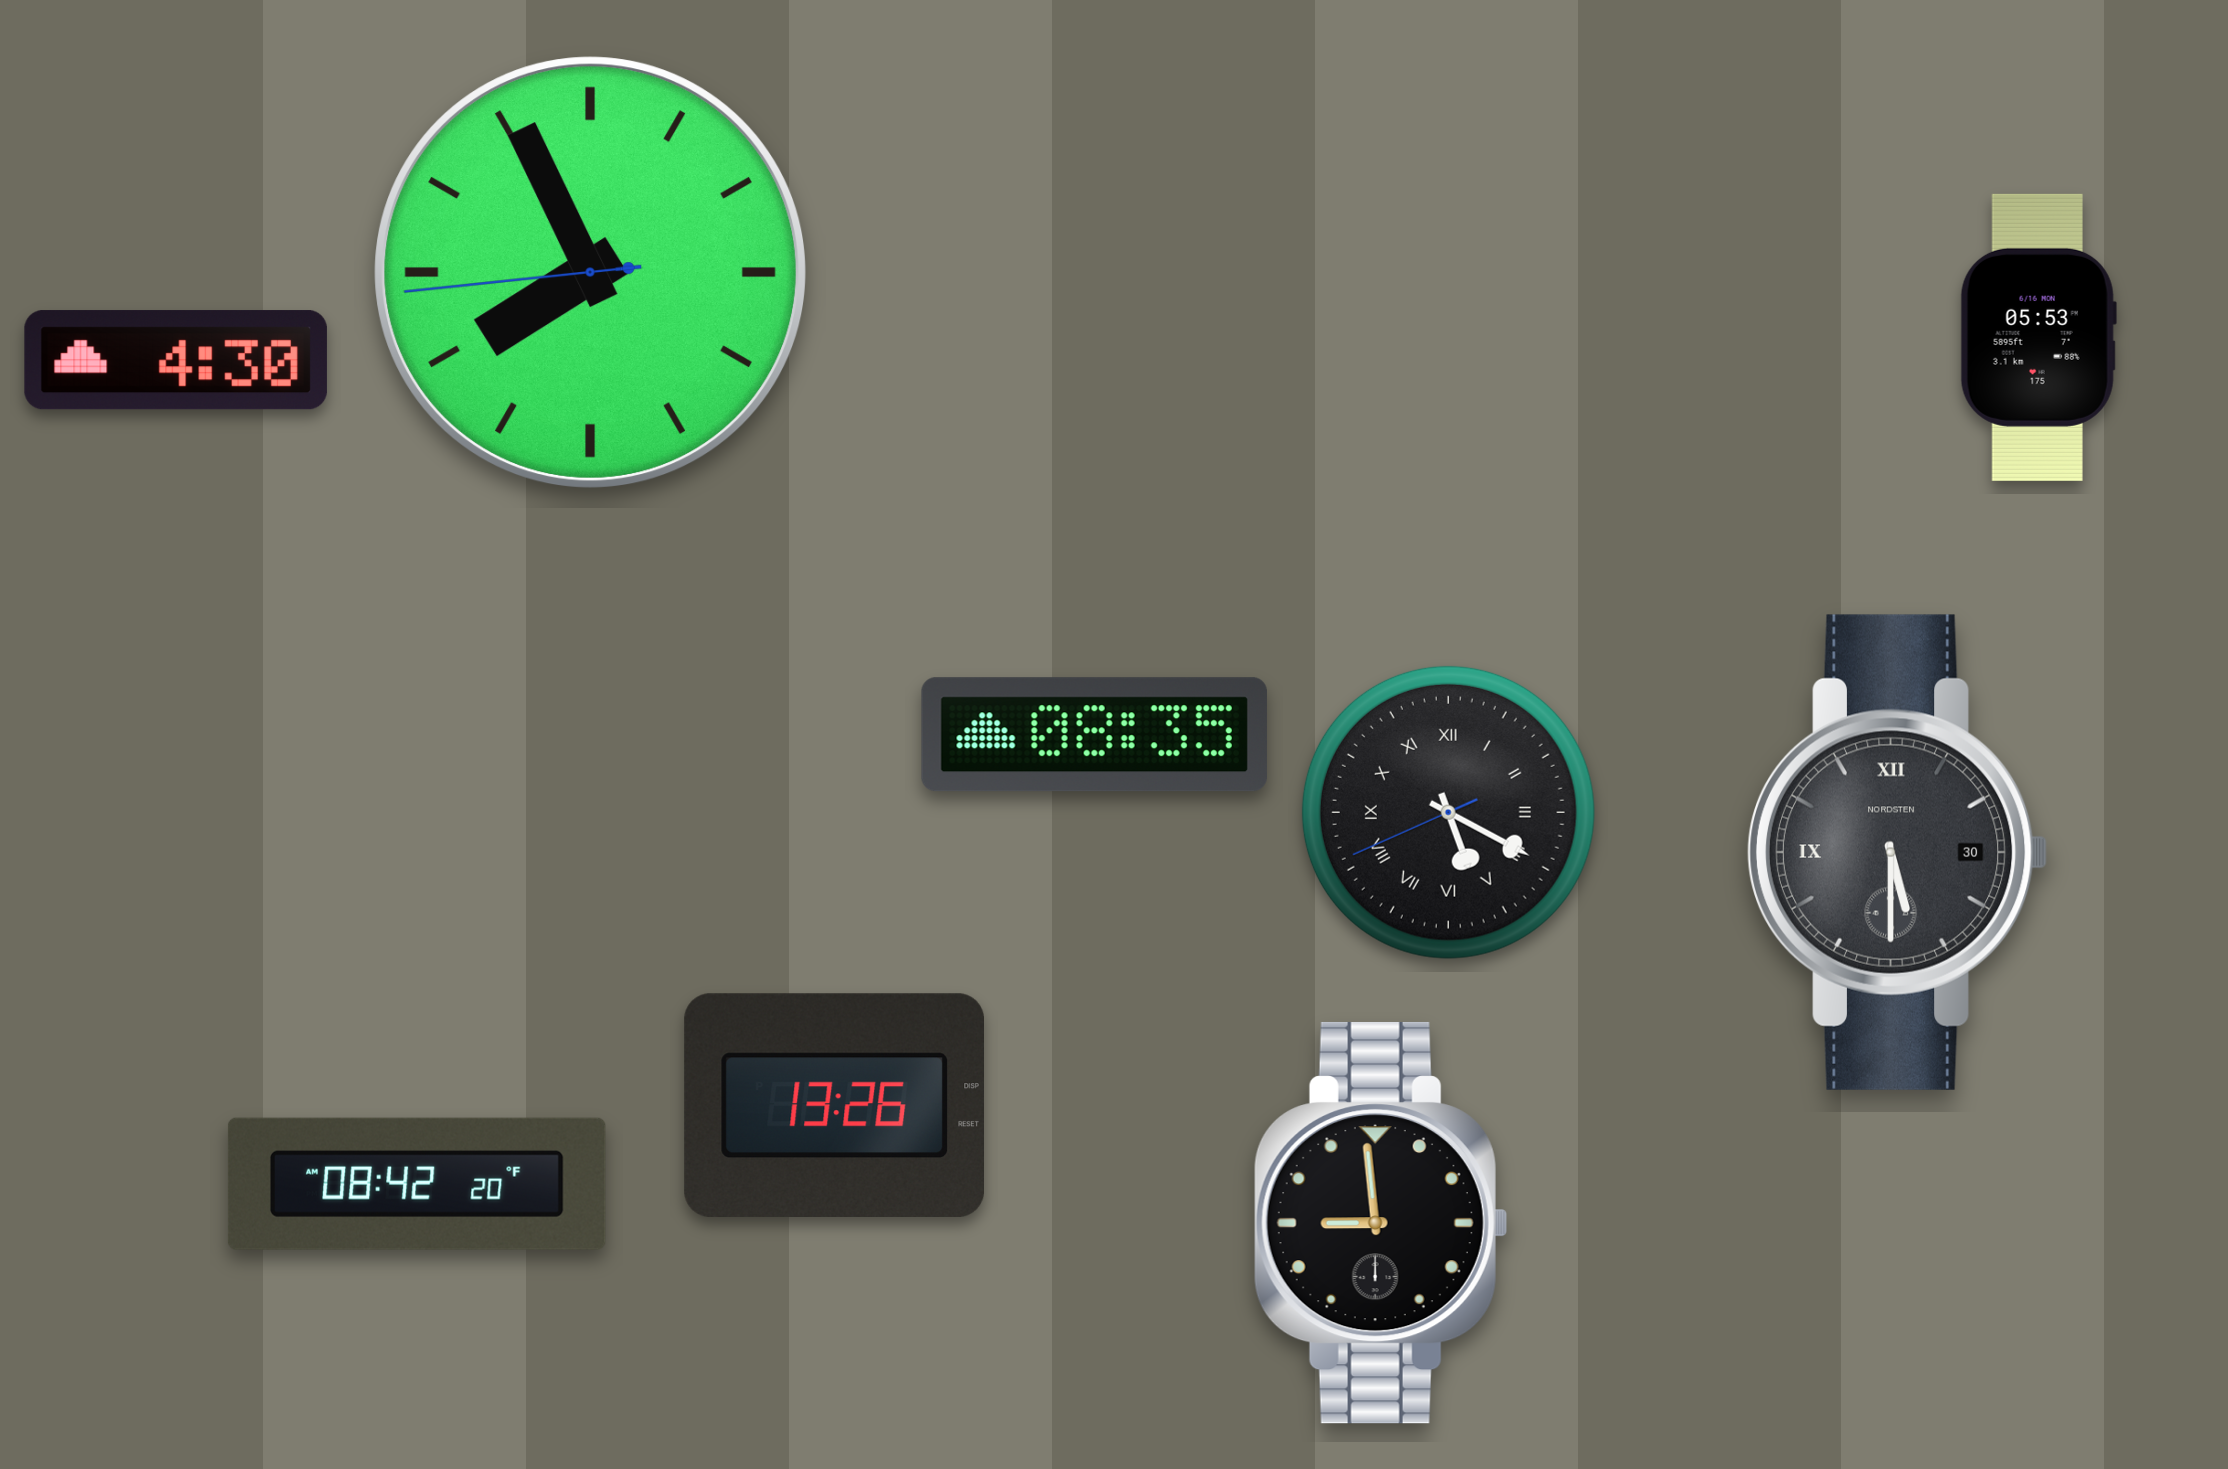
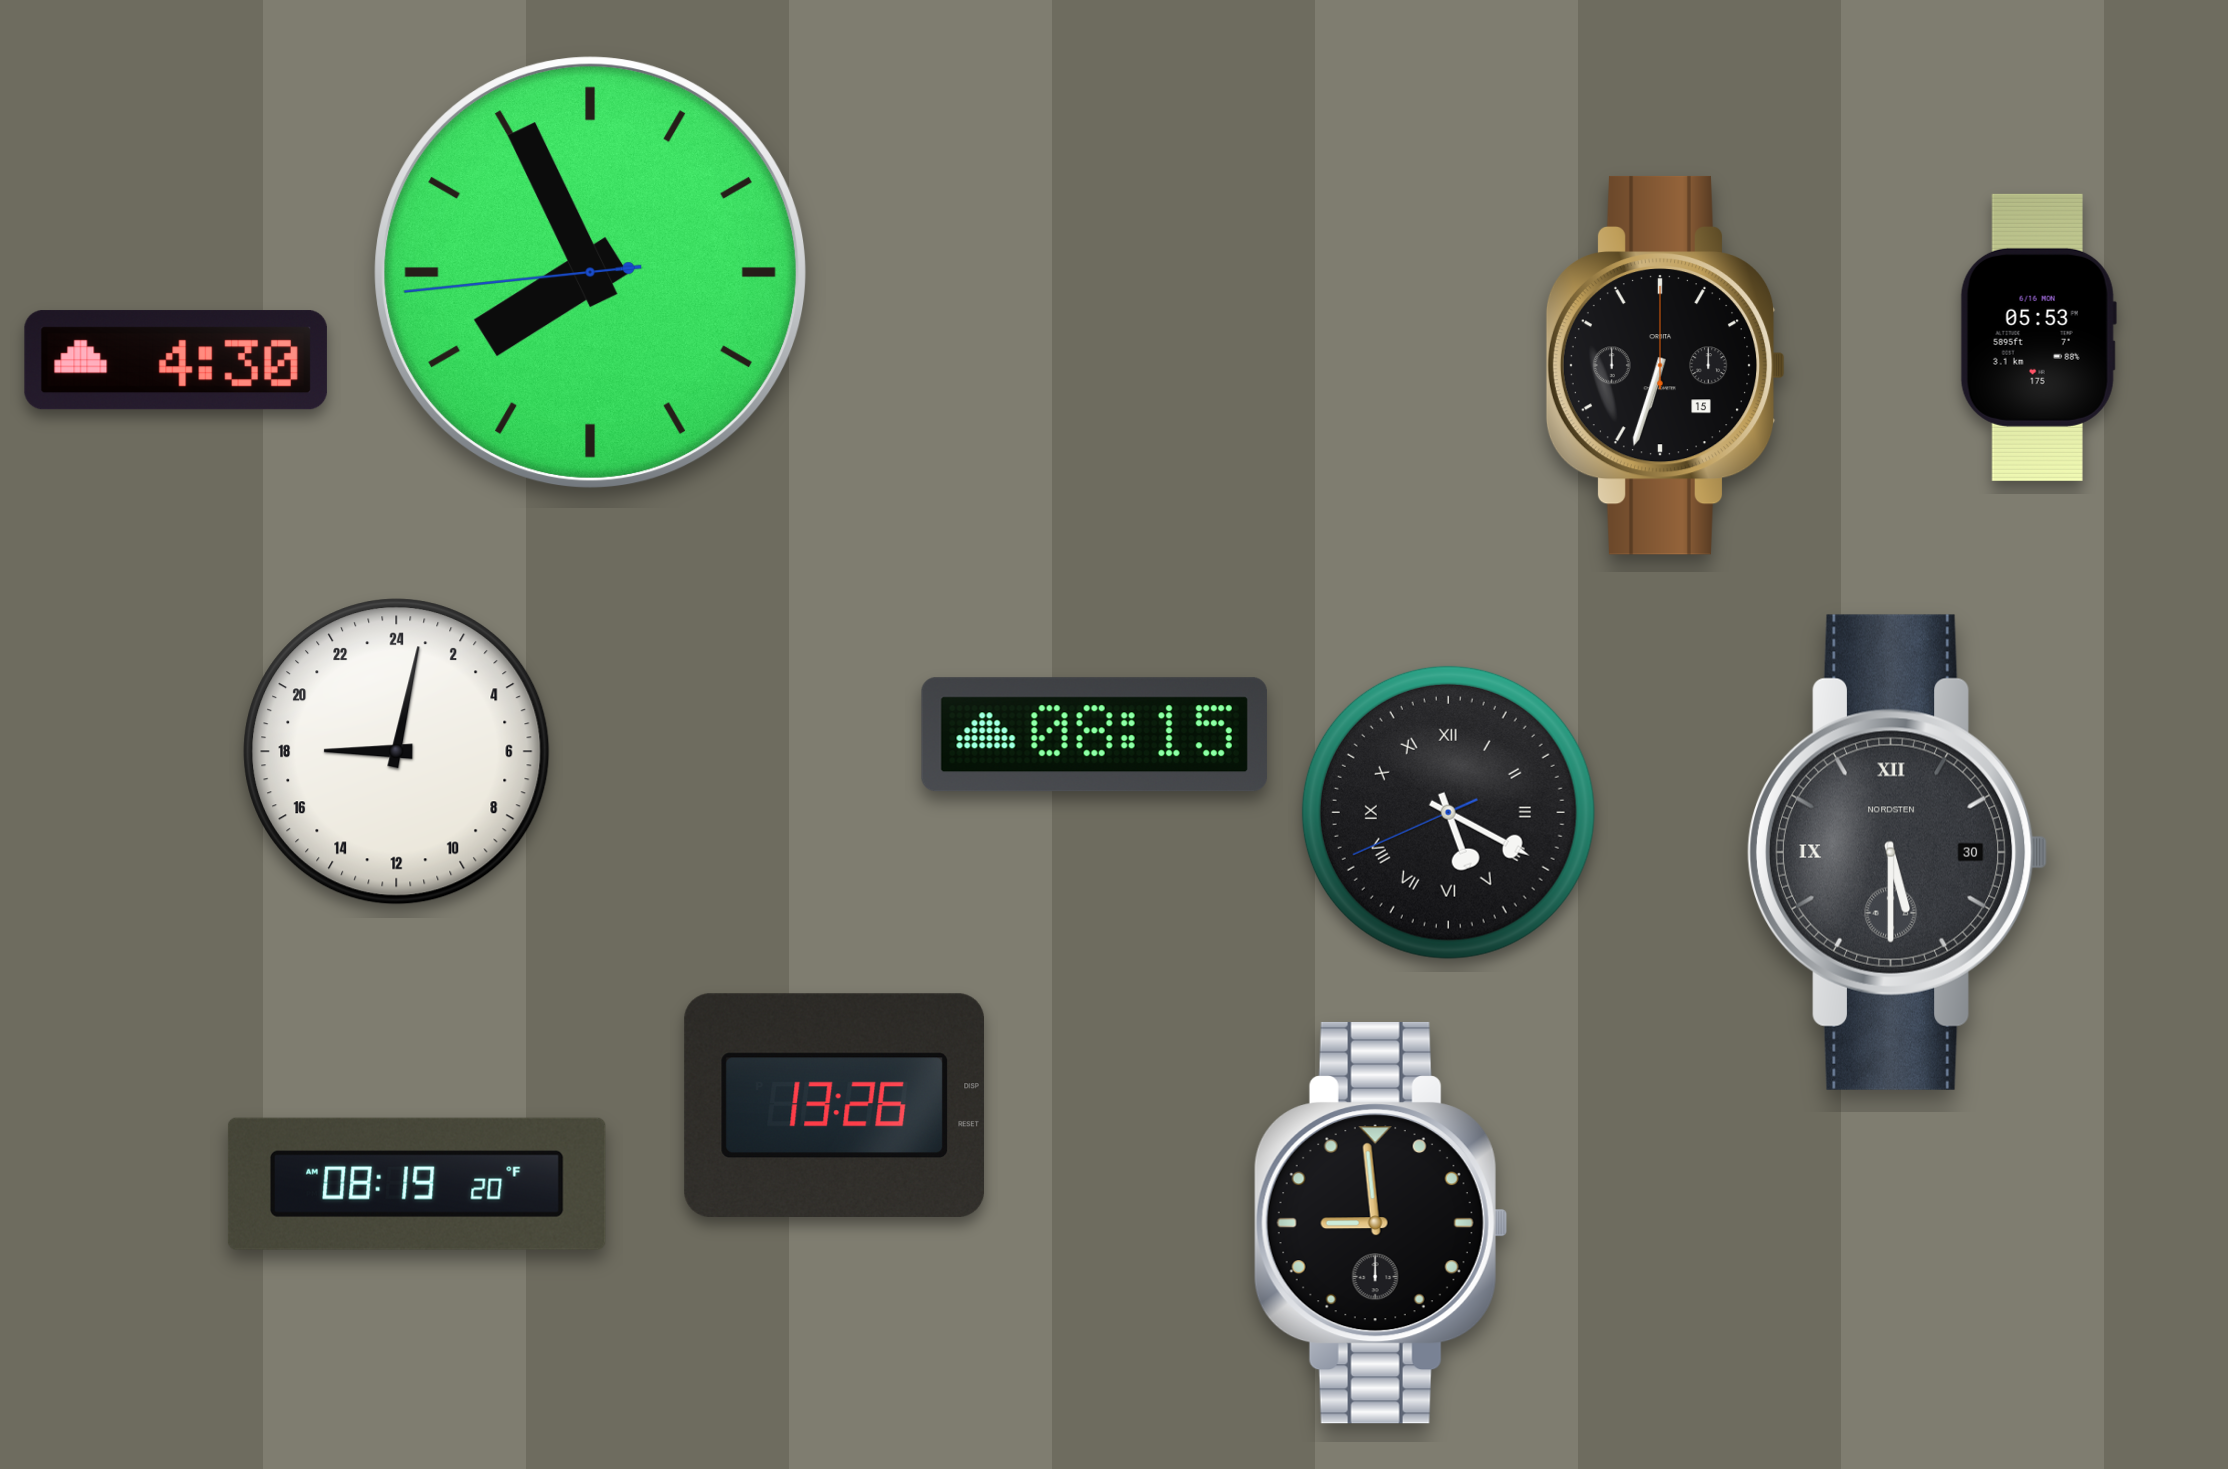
clock at (1666, 365): none -> 6:33
clock at (1094, 735): 08:35 -> 08:15
clock at (397, 752): none -> 18:02
clock at (417, 1184): 08:42 -> 08:19
